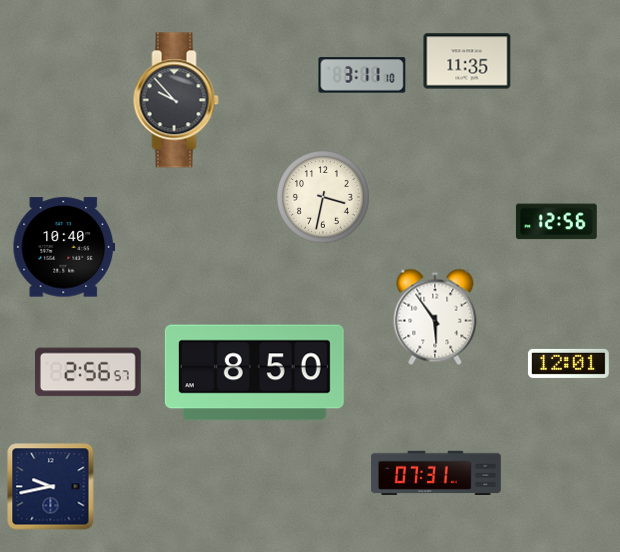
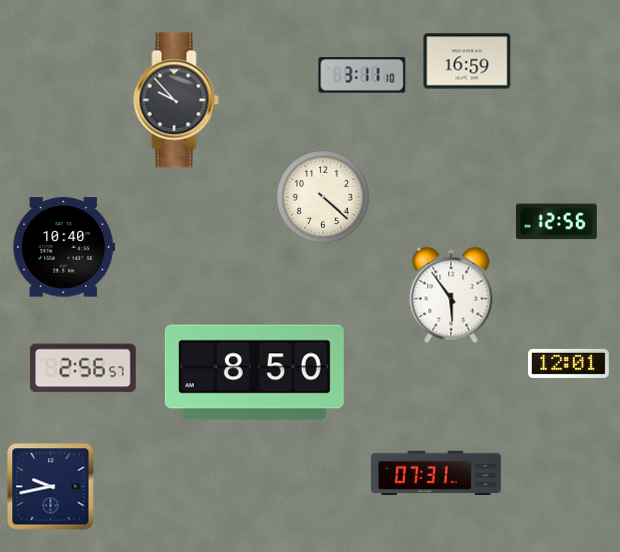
clock at (467, 61): 11:35 -> 16:59
clock at (323, 197): 3:32 -> 4:22
clock at (435, 317) position: (435, 317) -> (451, 295)
clock at (88, 372) position: (88, 372) -> (83, 368)
